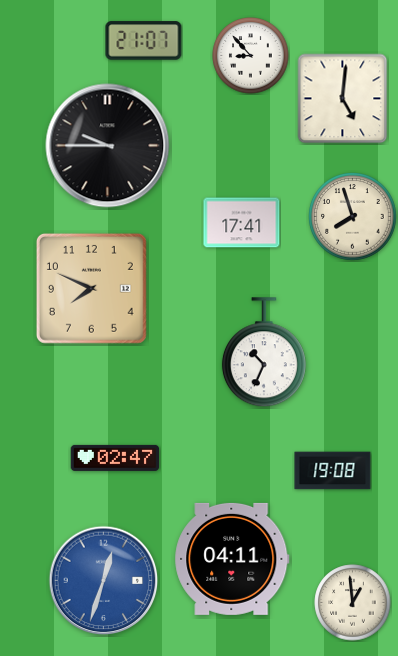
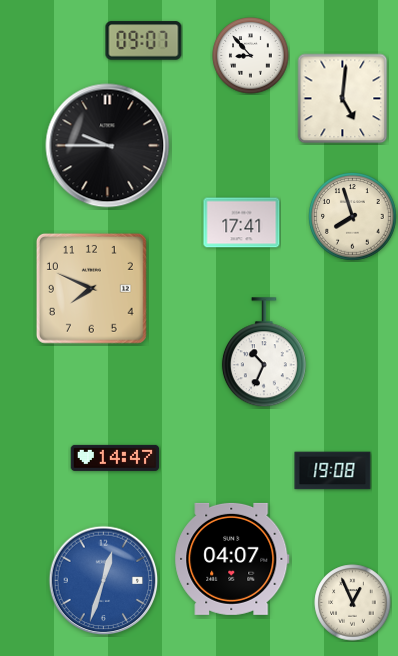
clock at (144, 41): 21:07 -> 09:07
clock at (115, 458): 02:47 -> 14:47
clock at (232, 559): 04:11 -> 04:07
clock at (353, 603): 12:59 -> 12:56
